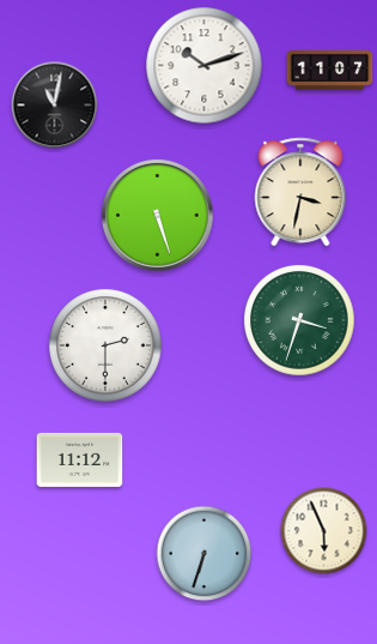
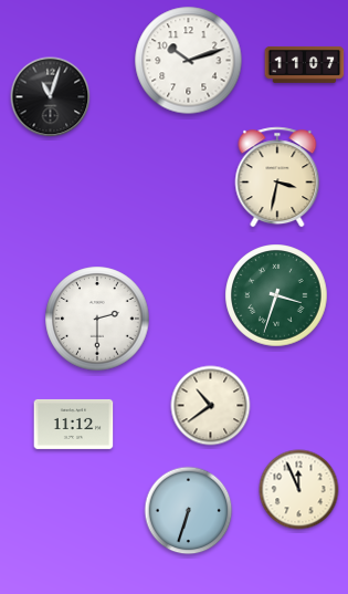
clock at (55, 106): 11:02 -> 11:03
clock at (158, 216): 5:27 -> none
clock at (211, 406): none -> 10:39
clock at (324, 531): 5:56 -> 11:56
